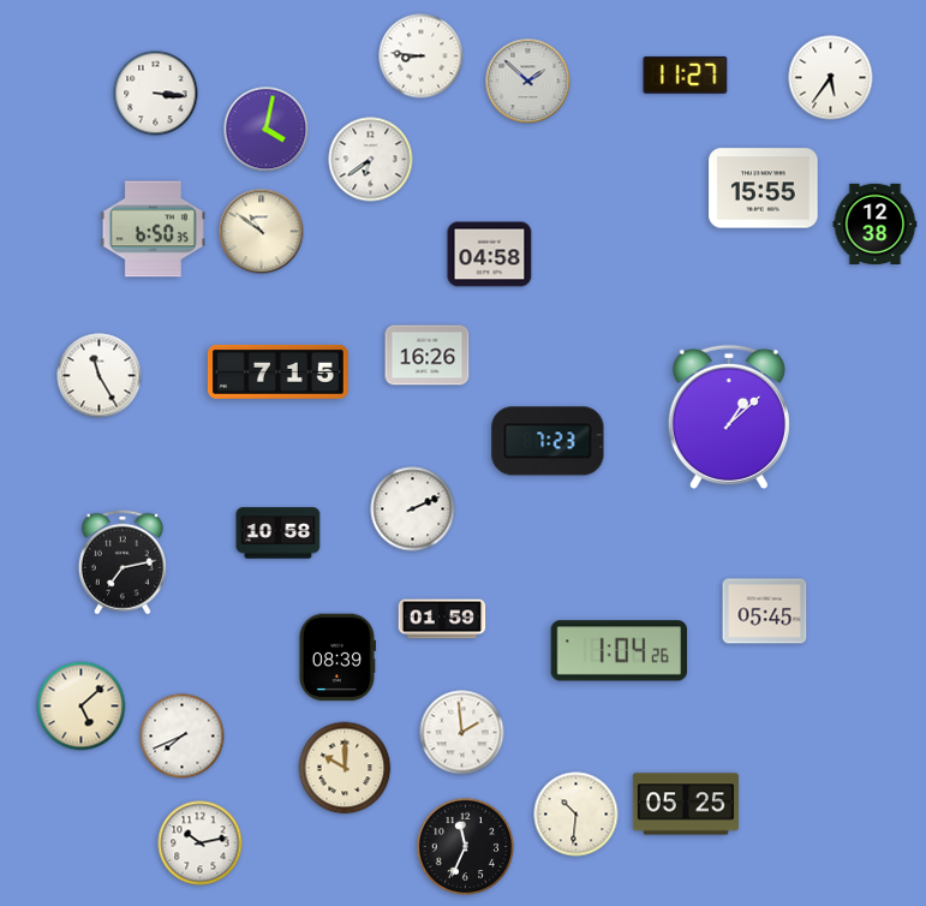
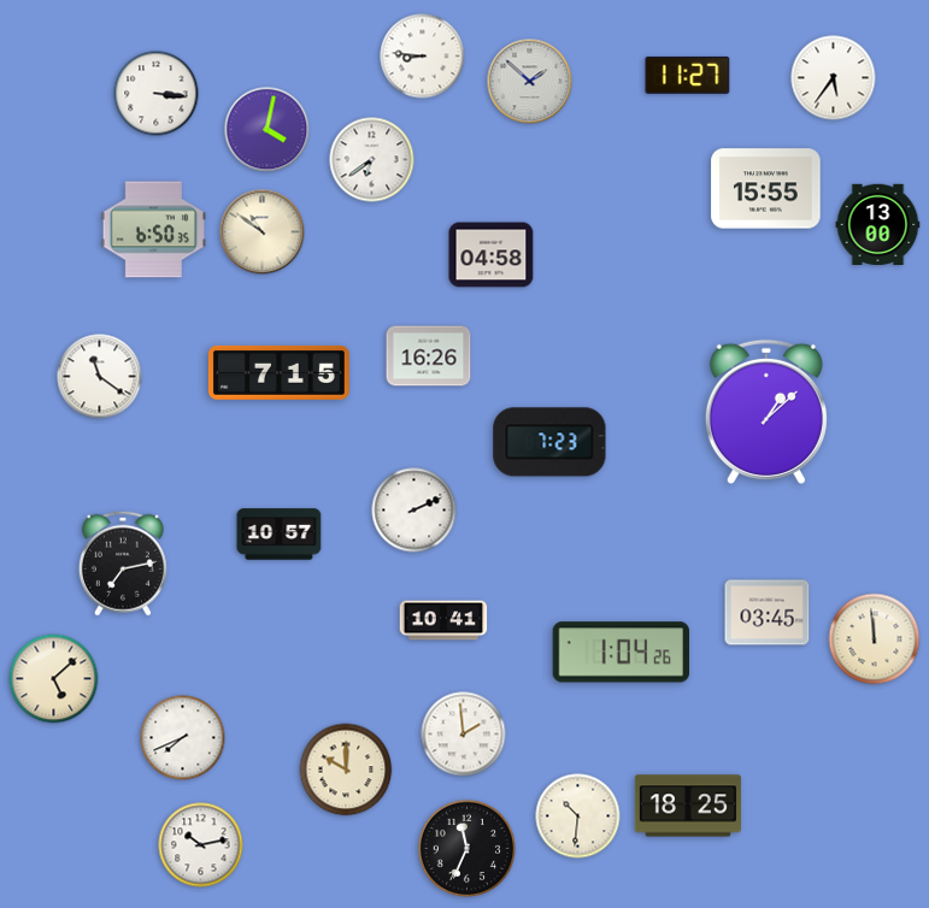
clock at (876, 225): 12:38 -> 13:00
clock at (100, 376): 11:25 -> 11:21
clock at (729, 417) position: (729, 417) -> (766, 412)
clock at (279, 534): 10:58 -> 10:57
clock at (765, 612): 05:45 -> 03:45
clock at (442, 619): 01:59 -> 10:41
clock at (875, 639): none -> 11:59
clock at (337, 657): 08:39 -> none
clock at (82, 707) position: (82, 707) -> (54, 679)
clock at (686, 804): 05:25 -> 18:25
